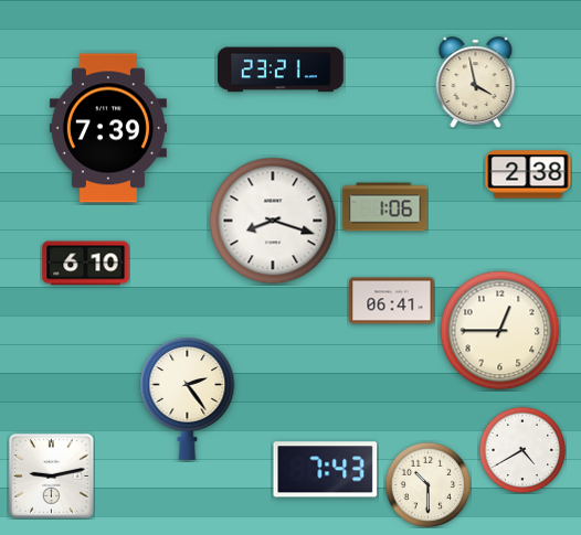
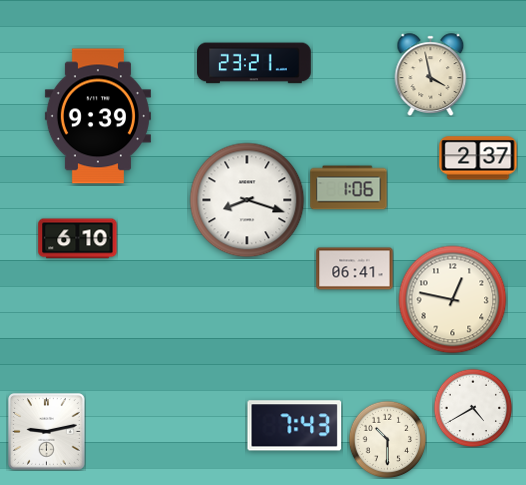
clock at (108, 128): 7:39 -> 9:39
clock at (528, 174): 2:38 -> 2:37
clock at (392, 301) position: (392, 301) -> (355, 269)
clock at (500, 331): 12:45 -> 12:47
clock at (188, 398): 2:24 -> none
